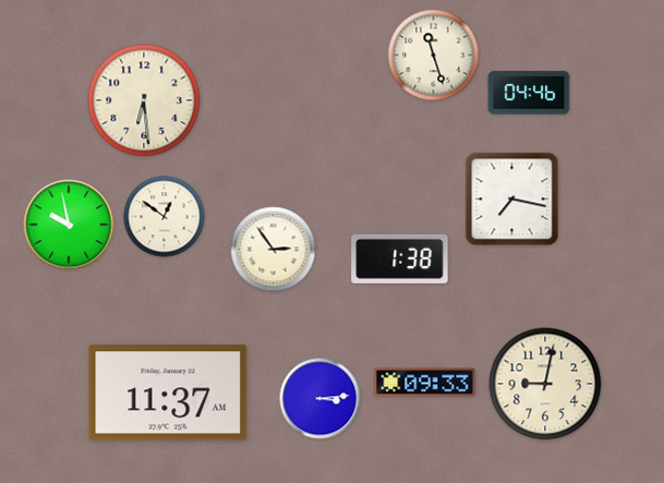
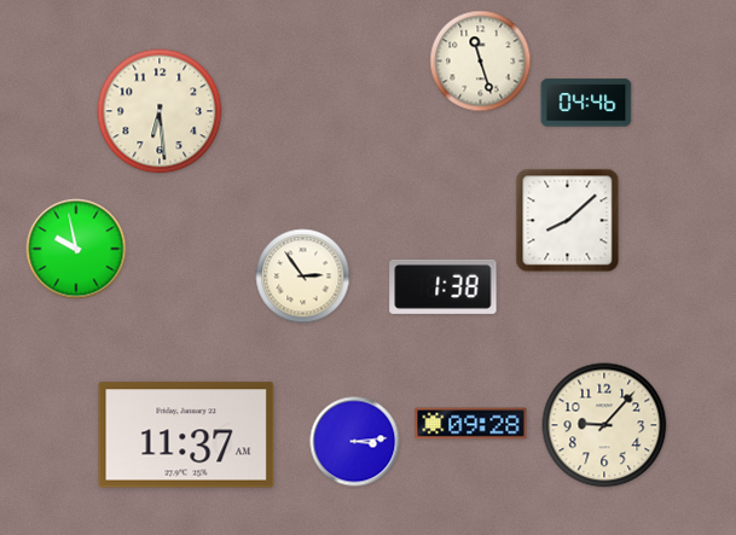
clock at (512, 200): 7:17 -> 8:08
clock at (165, 217): 12:51 -> none
clock at (425, 383): 09:33 -> 09:28
clock at (545, 384): 9:02 -> 9:07
